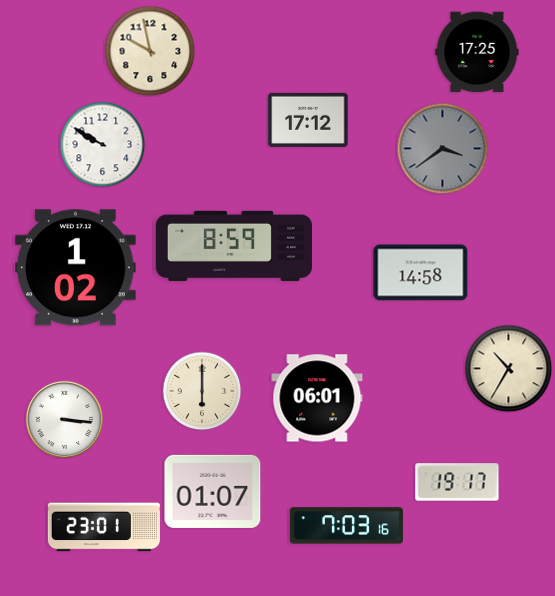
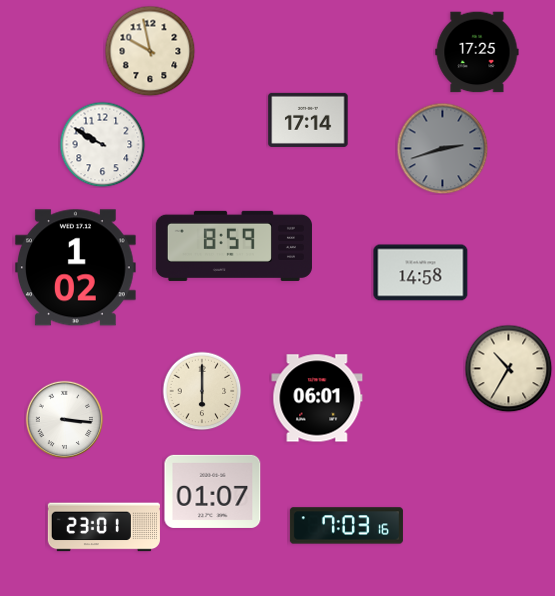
clock at (308, 120): 17:12 -> 17:14
clock at (442, 148): 3:39 -> 2:42
clock at (457, 482): 19:17 -> none
